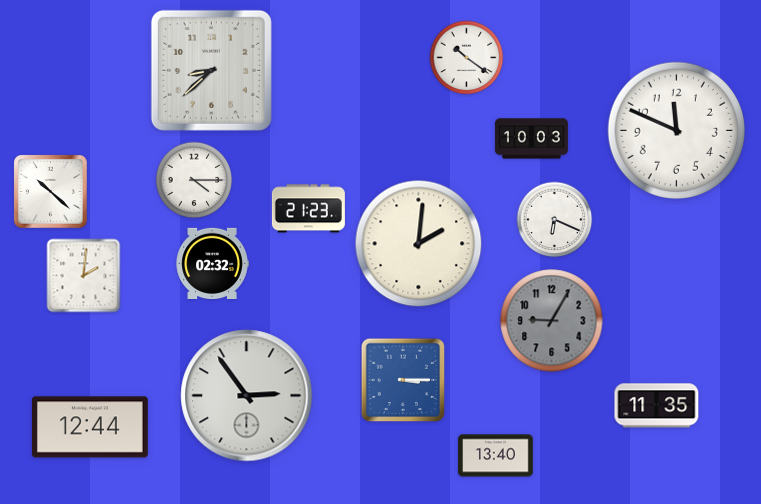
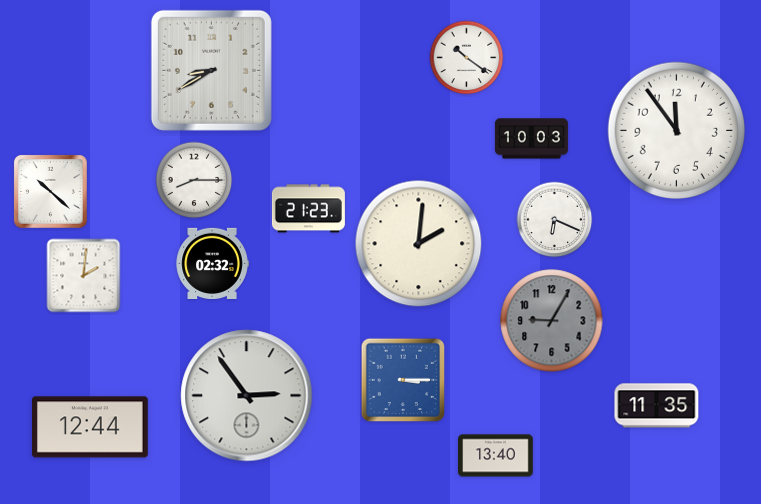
clock at (211, 70): 8:38 -> 8:40
clock at (676, 130): 11:49 -> 11:54
clock at (194, 180): 4:15 -> 8:15
